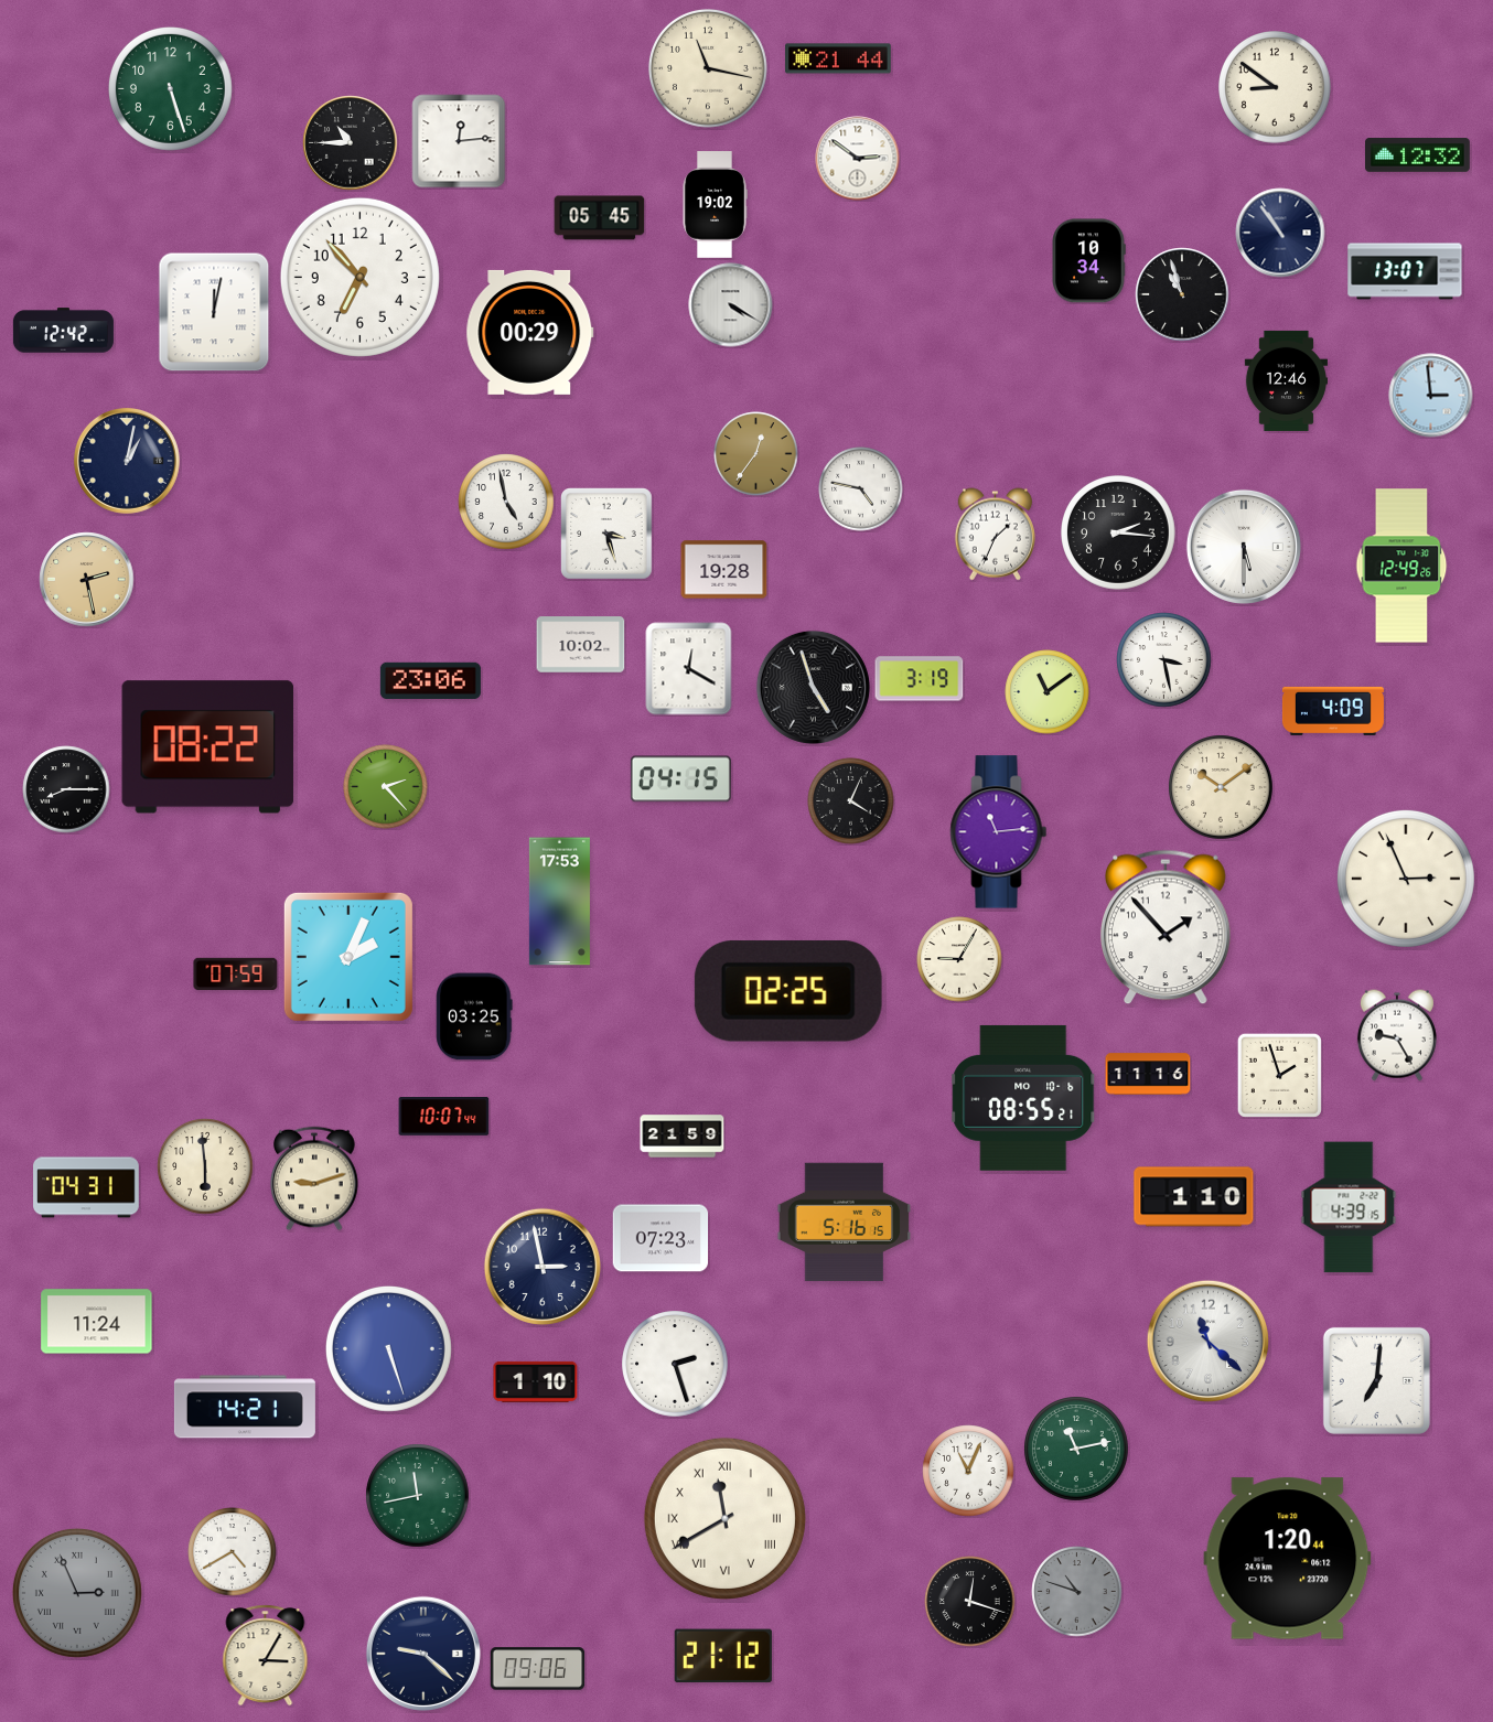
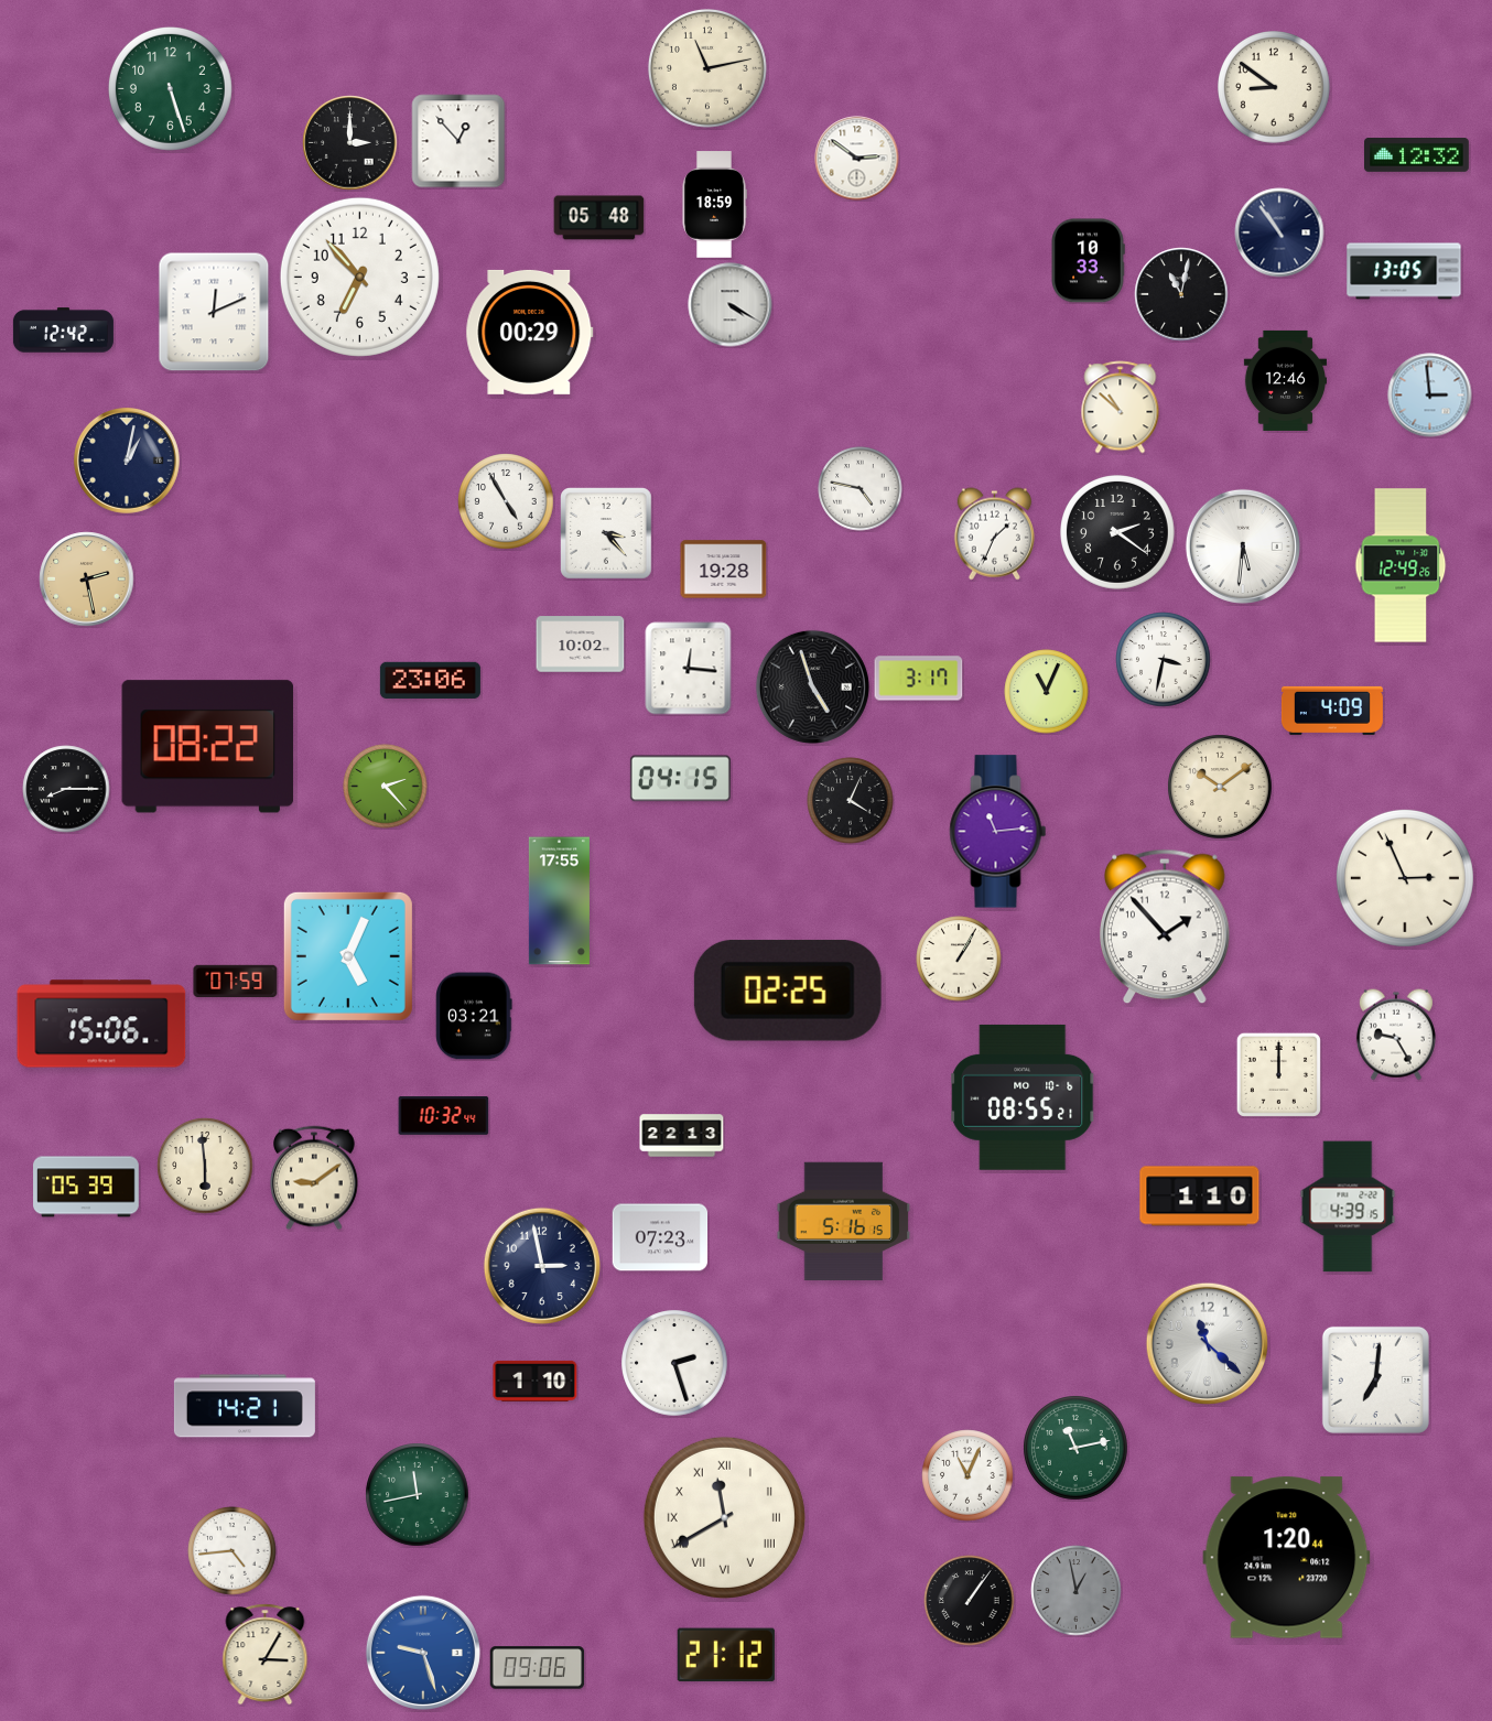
clock at (838, 58): 21:44 -> none
clock at (708, 68): 11:17 -> 11:13
clock at (459, 141): 12:14 -> 12:53
clock at (351, 143): 10:45 -> 3:00
clock at (715, 205): 19:02 -> 18:59
clock at (600, 218): 05:45 -> 05:48
clock at (1088, 261): 10:34 -> 10:33
clock at (1405, 271): 13:07 -> 13:05
clock at (1182, 294): 10:57 -> 11:02
clock at (214, 312): 12:02 -> 12:11
clock at (1121, 408): none -> 10:52
clock at (756, 454): 12:36 -> none
clock at (506, 502): 4:58 -> 4:55
clock at (1119, 534): 2:16 -> 2:21
clock at (608, 535): 3:27 -> 3:23
clock at (1244, 547): 5:30 -> 5:31
clock at (1164, 660): 3:28 -> 3:32
clock at (689, 669): 12:20 -> 12:16
clock at (920, 679): 3:19 -> 3:17
clock at (1048, 692): 11:09 -> 11:04
clock at (559, 902): 17:53 -> 17:55
clock at (348, 957): 2:04 -> 5:04
clock at (959, 959): 9:05 -> 1:05
clock at (236, 973) position: (236, 973) -> (236, 981)
clock at (474, 1016): 03:25 -> 03:21
clock at (101, 1024): none -> 15:06
clock at (1148, 1074): 11:16 -> none
clock at (1279, 1075): 1:57 -> 12:00
clock at (444, 1117): 10:07 -> 10:32
clock at (683, 1137): 21:59 -> 22:13
clock at (314, 1179): 9:12 -> 9:09
clock at (86, 1187): 04:31 -> 05:39
clock at (1194, 1197) position: (1194, 1197) -> (1200, 1197)
clock at (97, 1322): 11:24 -> none
clock at (1209, 1342) position: (1209, 1342) -> (1208, 1344)
clock at (388, 1348): 5:27 -> none
clock at (968, 1471) position: (968, 1471) -> (967, 1475)
clock at (233, 1552): 4:40 -> 4:44
clock at (1077, 1592): 10:48 -> 12:58
clock at (77, 1593): 2:56 -> none
clock at (970, 1602): 12:18 -> 1:06
clock at (423, 1654): 9:22 -> 9:27
clock at (423, 1654) dial: navy -> blue
clock at (723, 1656) position: (723, 1656) -> (726, 1655)
